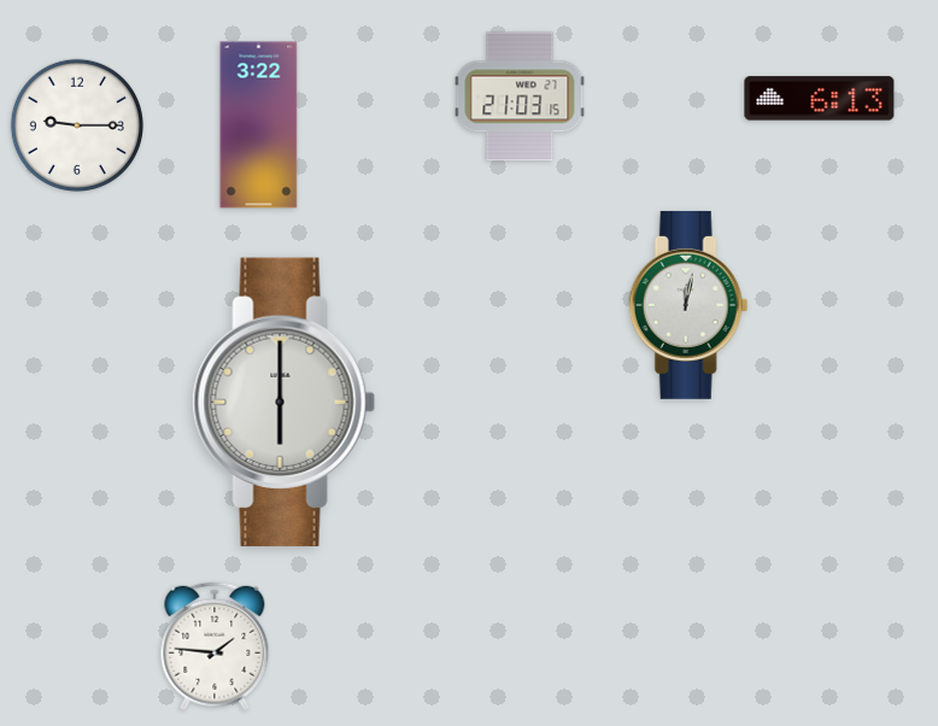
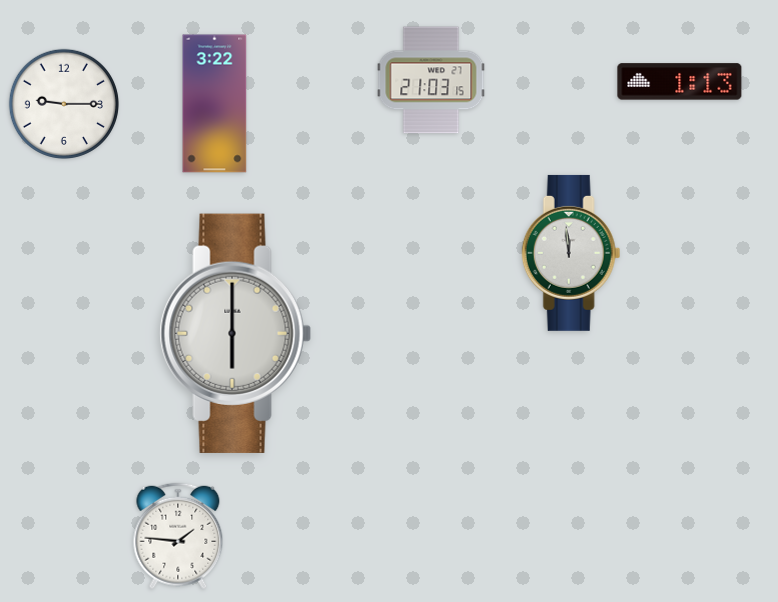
clock at (820, 99): 6:13 -> 1:13
clock at (688, 305): 12:02 -> 11:59
